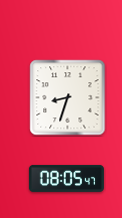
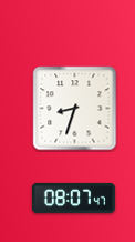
clock at (66, 178): 08:05 -> 08:07
